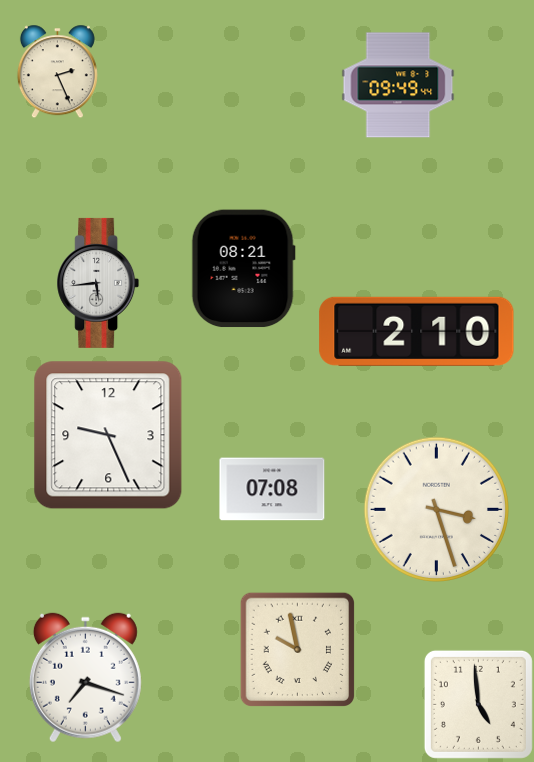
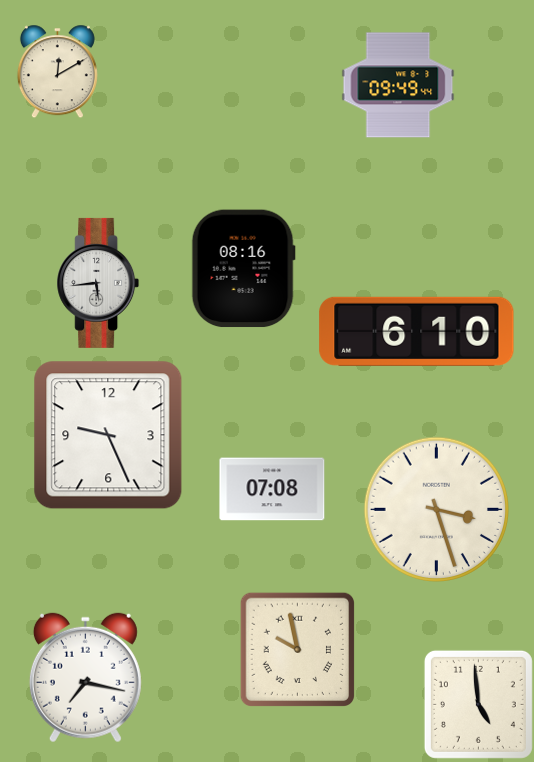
clock at (57, 71): 2:26 -> 12:10
clock at (243, 269): 08:21 -> 08:16
clock at (417, 331): 2:10 -> 6:10
clock at (85, 678): 7:18 -> 7:17
